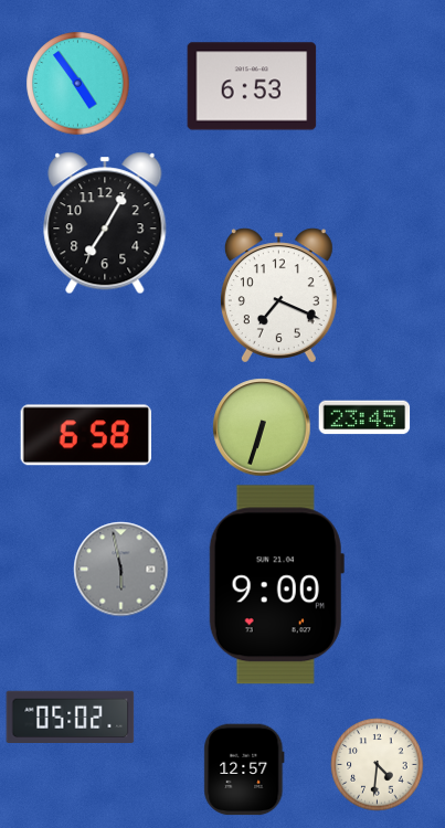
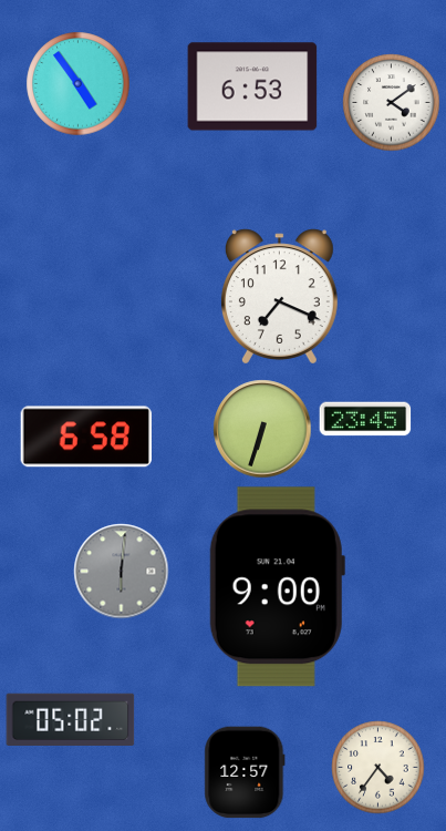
clock at (392, 103): none -> 4:09
clock at (105, 223): 7:05 -> none
clock at (121, 570): 5:58 -> 6:01
clock at (378, 765): 4:31 -> 4:36
